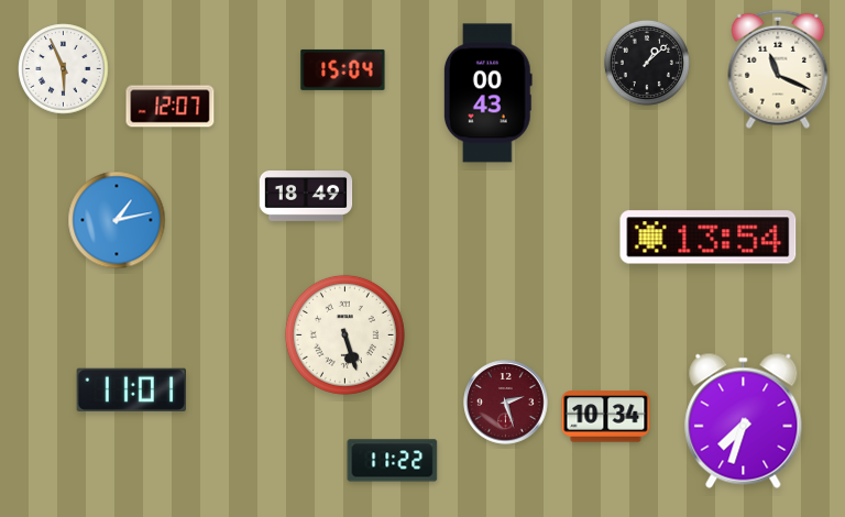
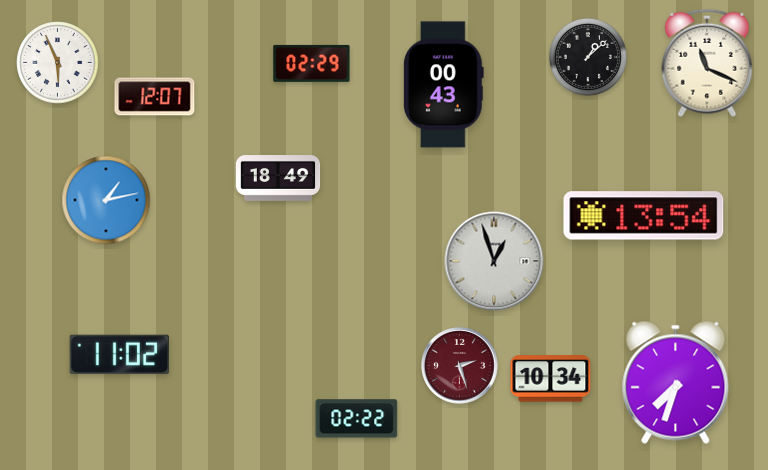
clock at (343, 69): 15:04 -> 02:29
clock at (494, 261): none -> 12:57
clock at (344, 334): 5:27 -> none
clock at (131, 389): 11:01 -> 11:02
clock at (393, 461): 11:22 -> 02:22
